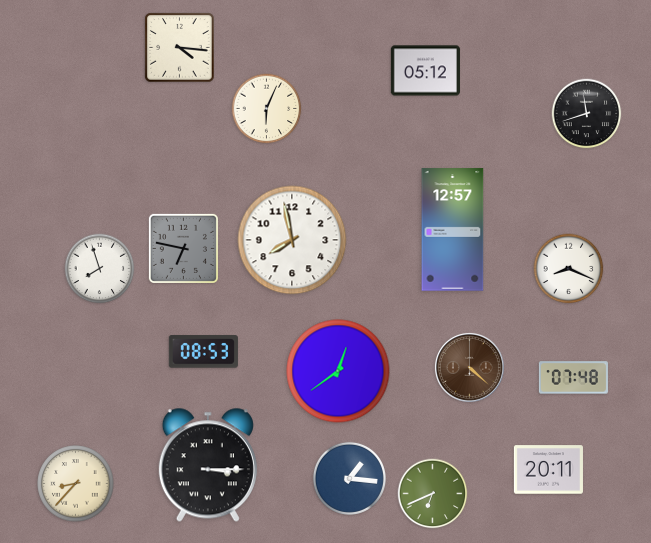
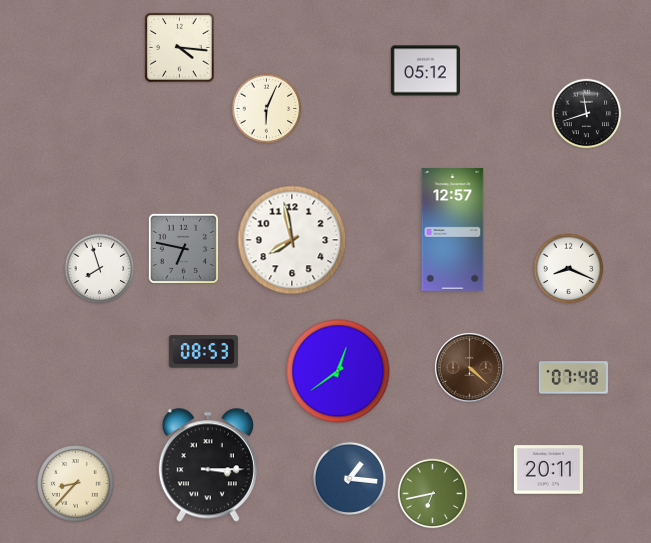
clock at (433, 494): 6:41 -> 6:43
